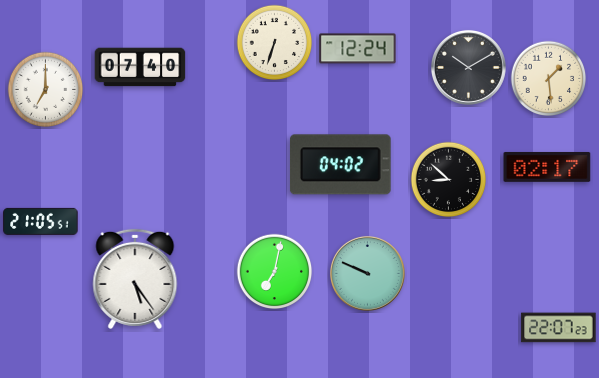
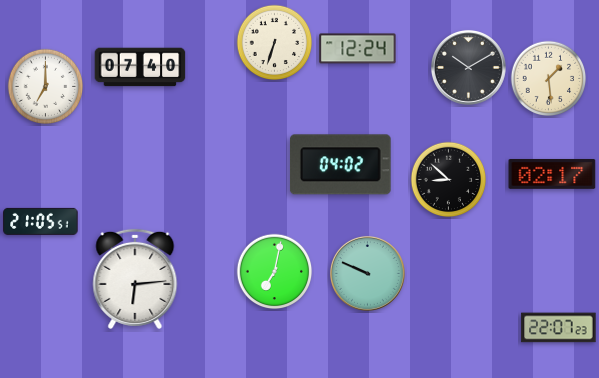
clock at (46, 90) position: (46, 90) -> (46, 87)
clock at (547, 167) position: (547, 167) -> (552, 174)
clock at (135, 279): 5:24 -> 6:14
